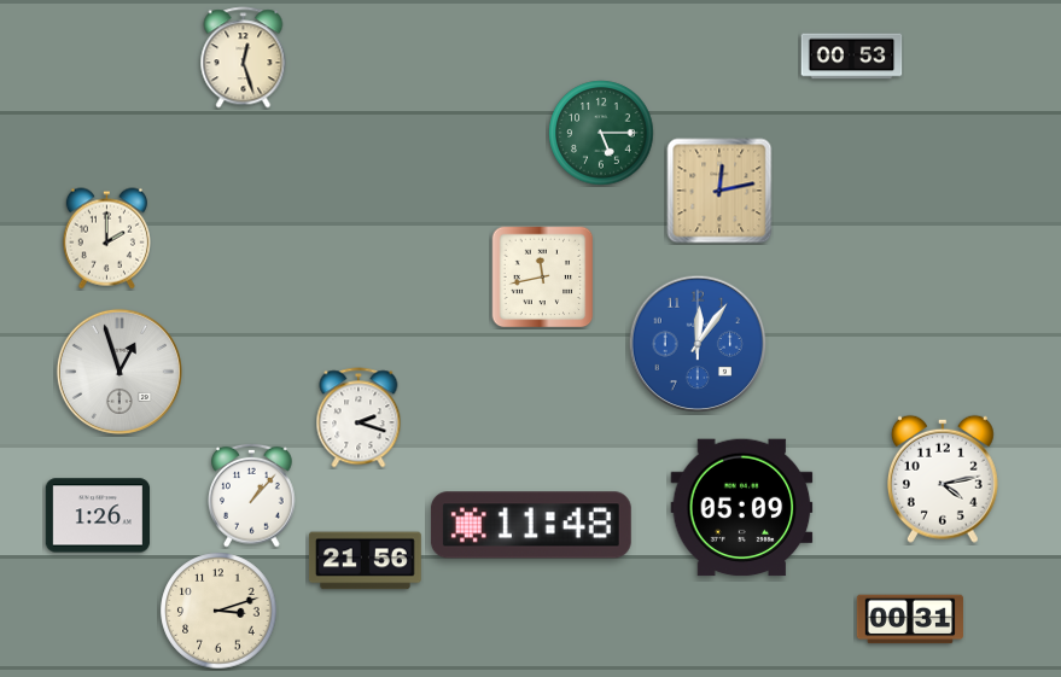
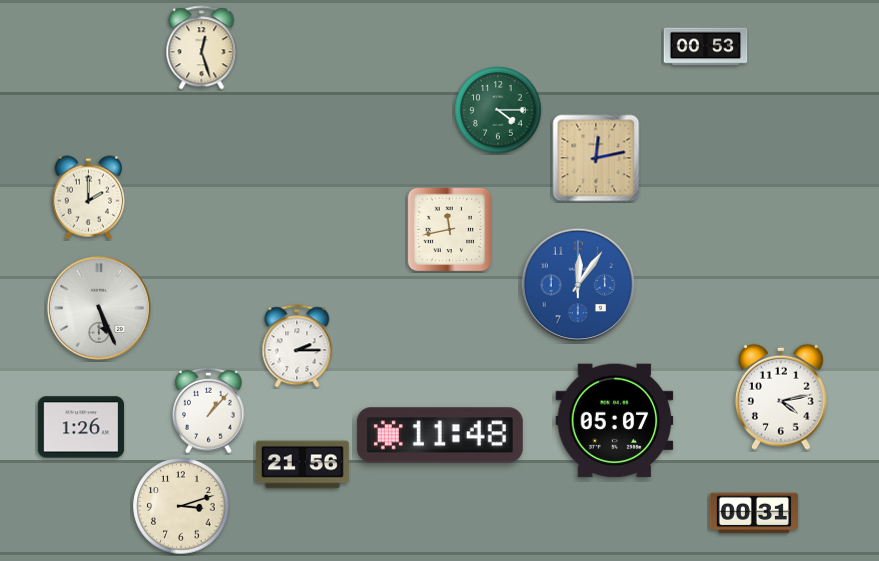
clock at (601, 133): 5:15 -> 4:15
clock at (119, 372): 12:57 -> 5:26
clock at (358, 418): 2:18 -> 2:15
clock at (742, 508): 05:09 -> 05:07
